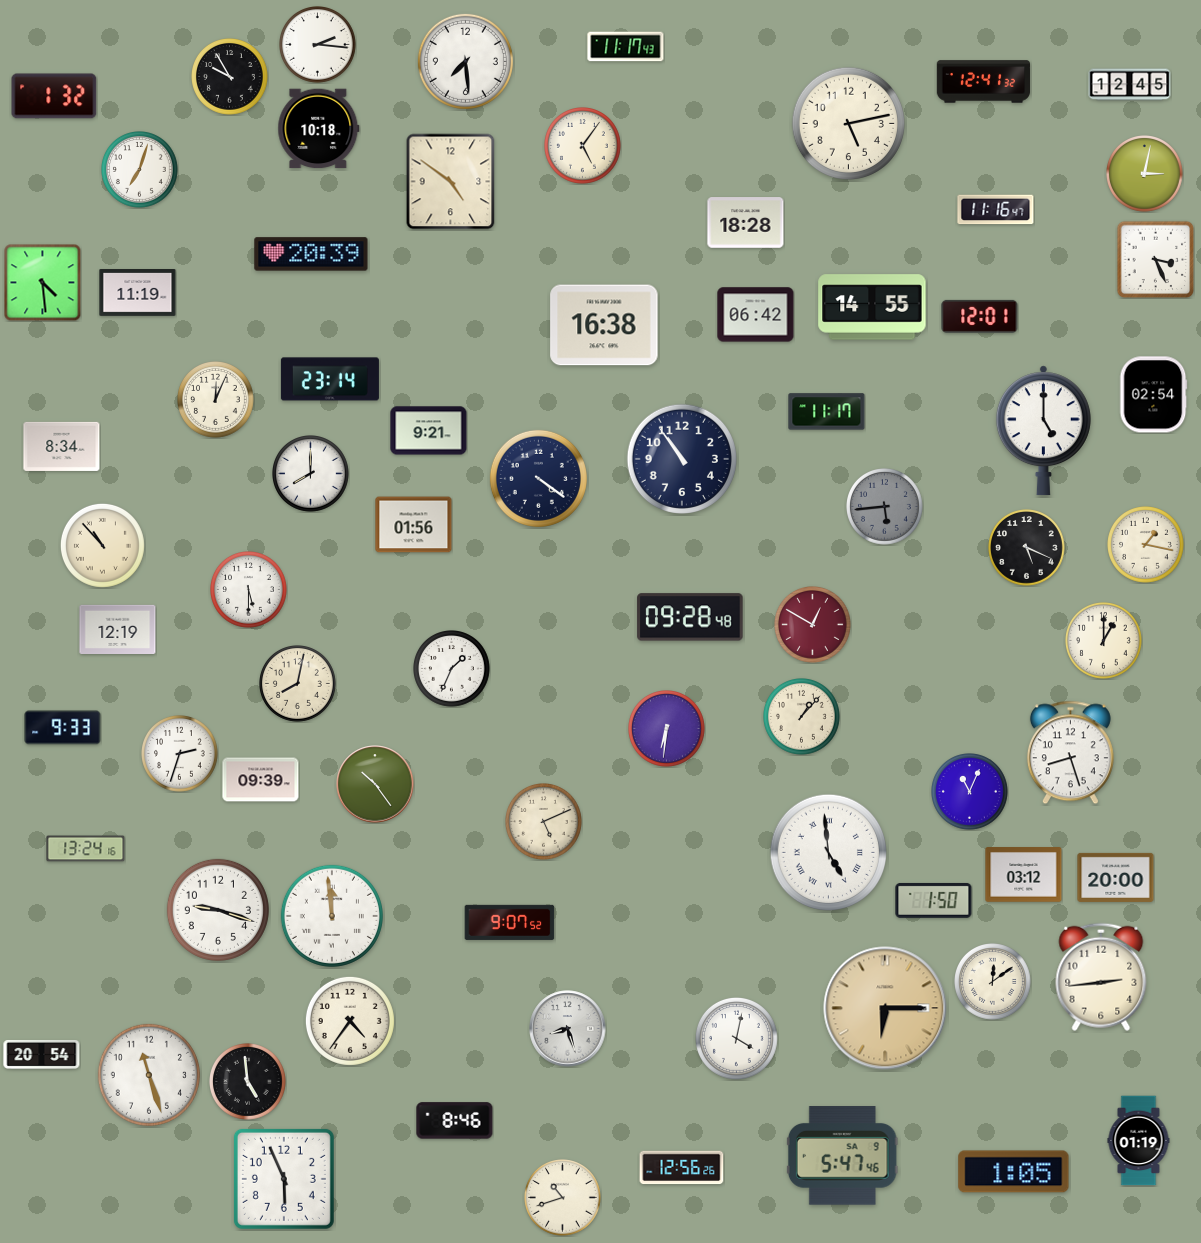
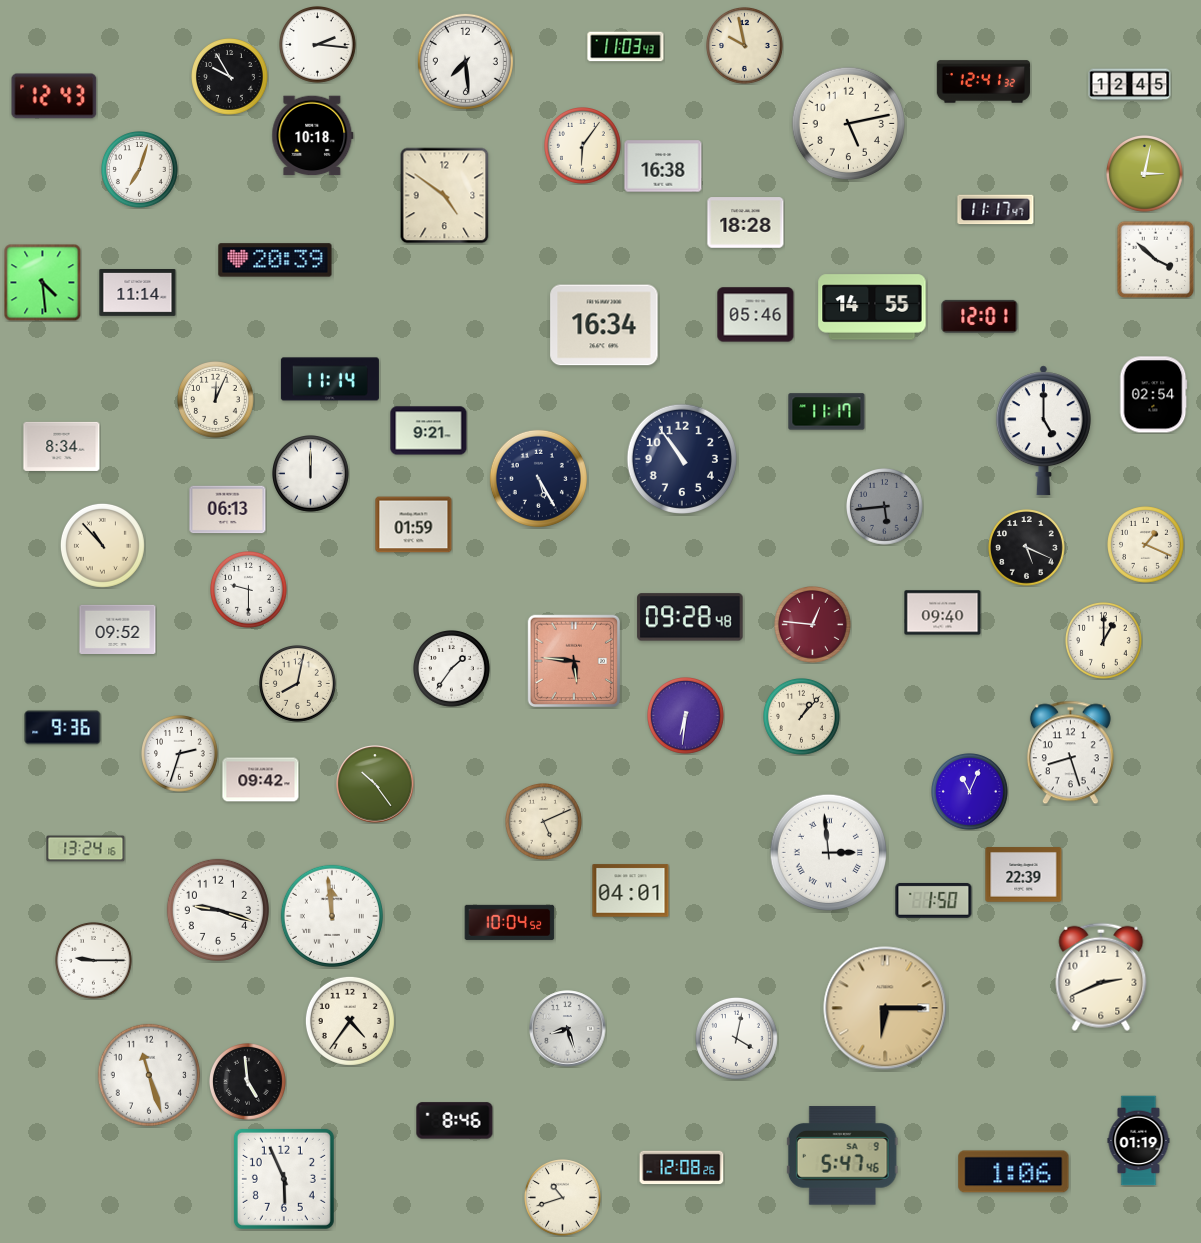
clock at (745, 46): none -> 9:58
clock at (626, 47): 11:17 -> 11:03
clock at (54, 96): 1:32 -> 12:43
clock at (319, 129) position: (319, 129) -> (313, 136)
clock at (583, 146): 5:06 -> 6:06
clock at (663, 166): none -> 16:38
clock at (451, 182) position: (451, 182) -> (445, 196)
clock at (996, 210): 11:16 -> 11:17
clock at (311, 254) position: (311, 254) -> (275, 260)
clock at (1155, 259): 3:26 -> 3:52
clock at (138, 293): 11:19 -> 11:14
clock at (756, 315): 06:42 -> 05:46
clock at (604, 325): 16:38 -> 16:34
clock at (330, 379): 23:14 -> 11:14
clock at (311, 474): 8:00 -> 12:00
clock at (538, 478): 4:21 -> 5:25
clock at (228, 510): none -> 06:13
clock at (414, 525): 01:56 -> 01:59
clock at (1146, 545): 1:17 -> 1:19
clock at (249, 590): 5:30 -> 9:30
clock at (943, 613): none -> 09:40
clock at (813, 625): 12:50 -> 12:46
clock at (118, 629): 12:19 -> 09:52
clock at (573, 660): none -> 5:46
clock at (452, 669): 1:34 -> 1:36
clock at (63, 728): 9:33 -> 9:36
clock at (667, 729) position: (667, 729) -> (686, 716)
clock at (261, 780): 09:39 -> 09:42
clock at (829, 853): 4:59 -> 2:59
clock at (1024, 875): 03:12 -> 22:39
clock at (1116, 877): 20:00 -> none
clock at (631, 891): none -> 04:01
clock at (510, 922): 9:07 -> 10:04
clock at (94, 961): none -> 9:15
clock at (1101, 977): 2:44 -> 2:41
clock at (993, 982): 12:09 -> none
clock at (42, 1055): 20:54 -> none
clock at (682, 1168): 12:56 -> 12:08
clock at (1014, 1172): 1:05 -> 1:06
